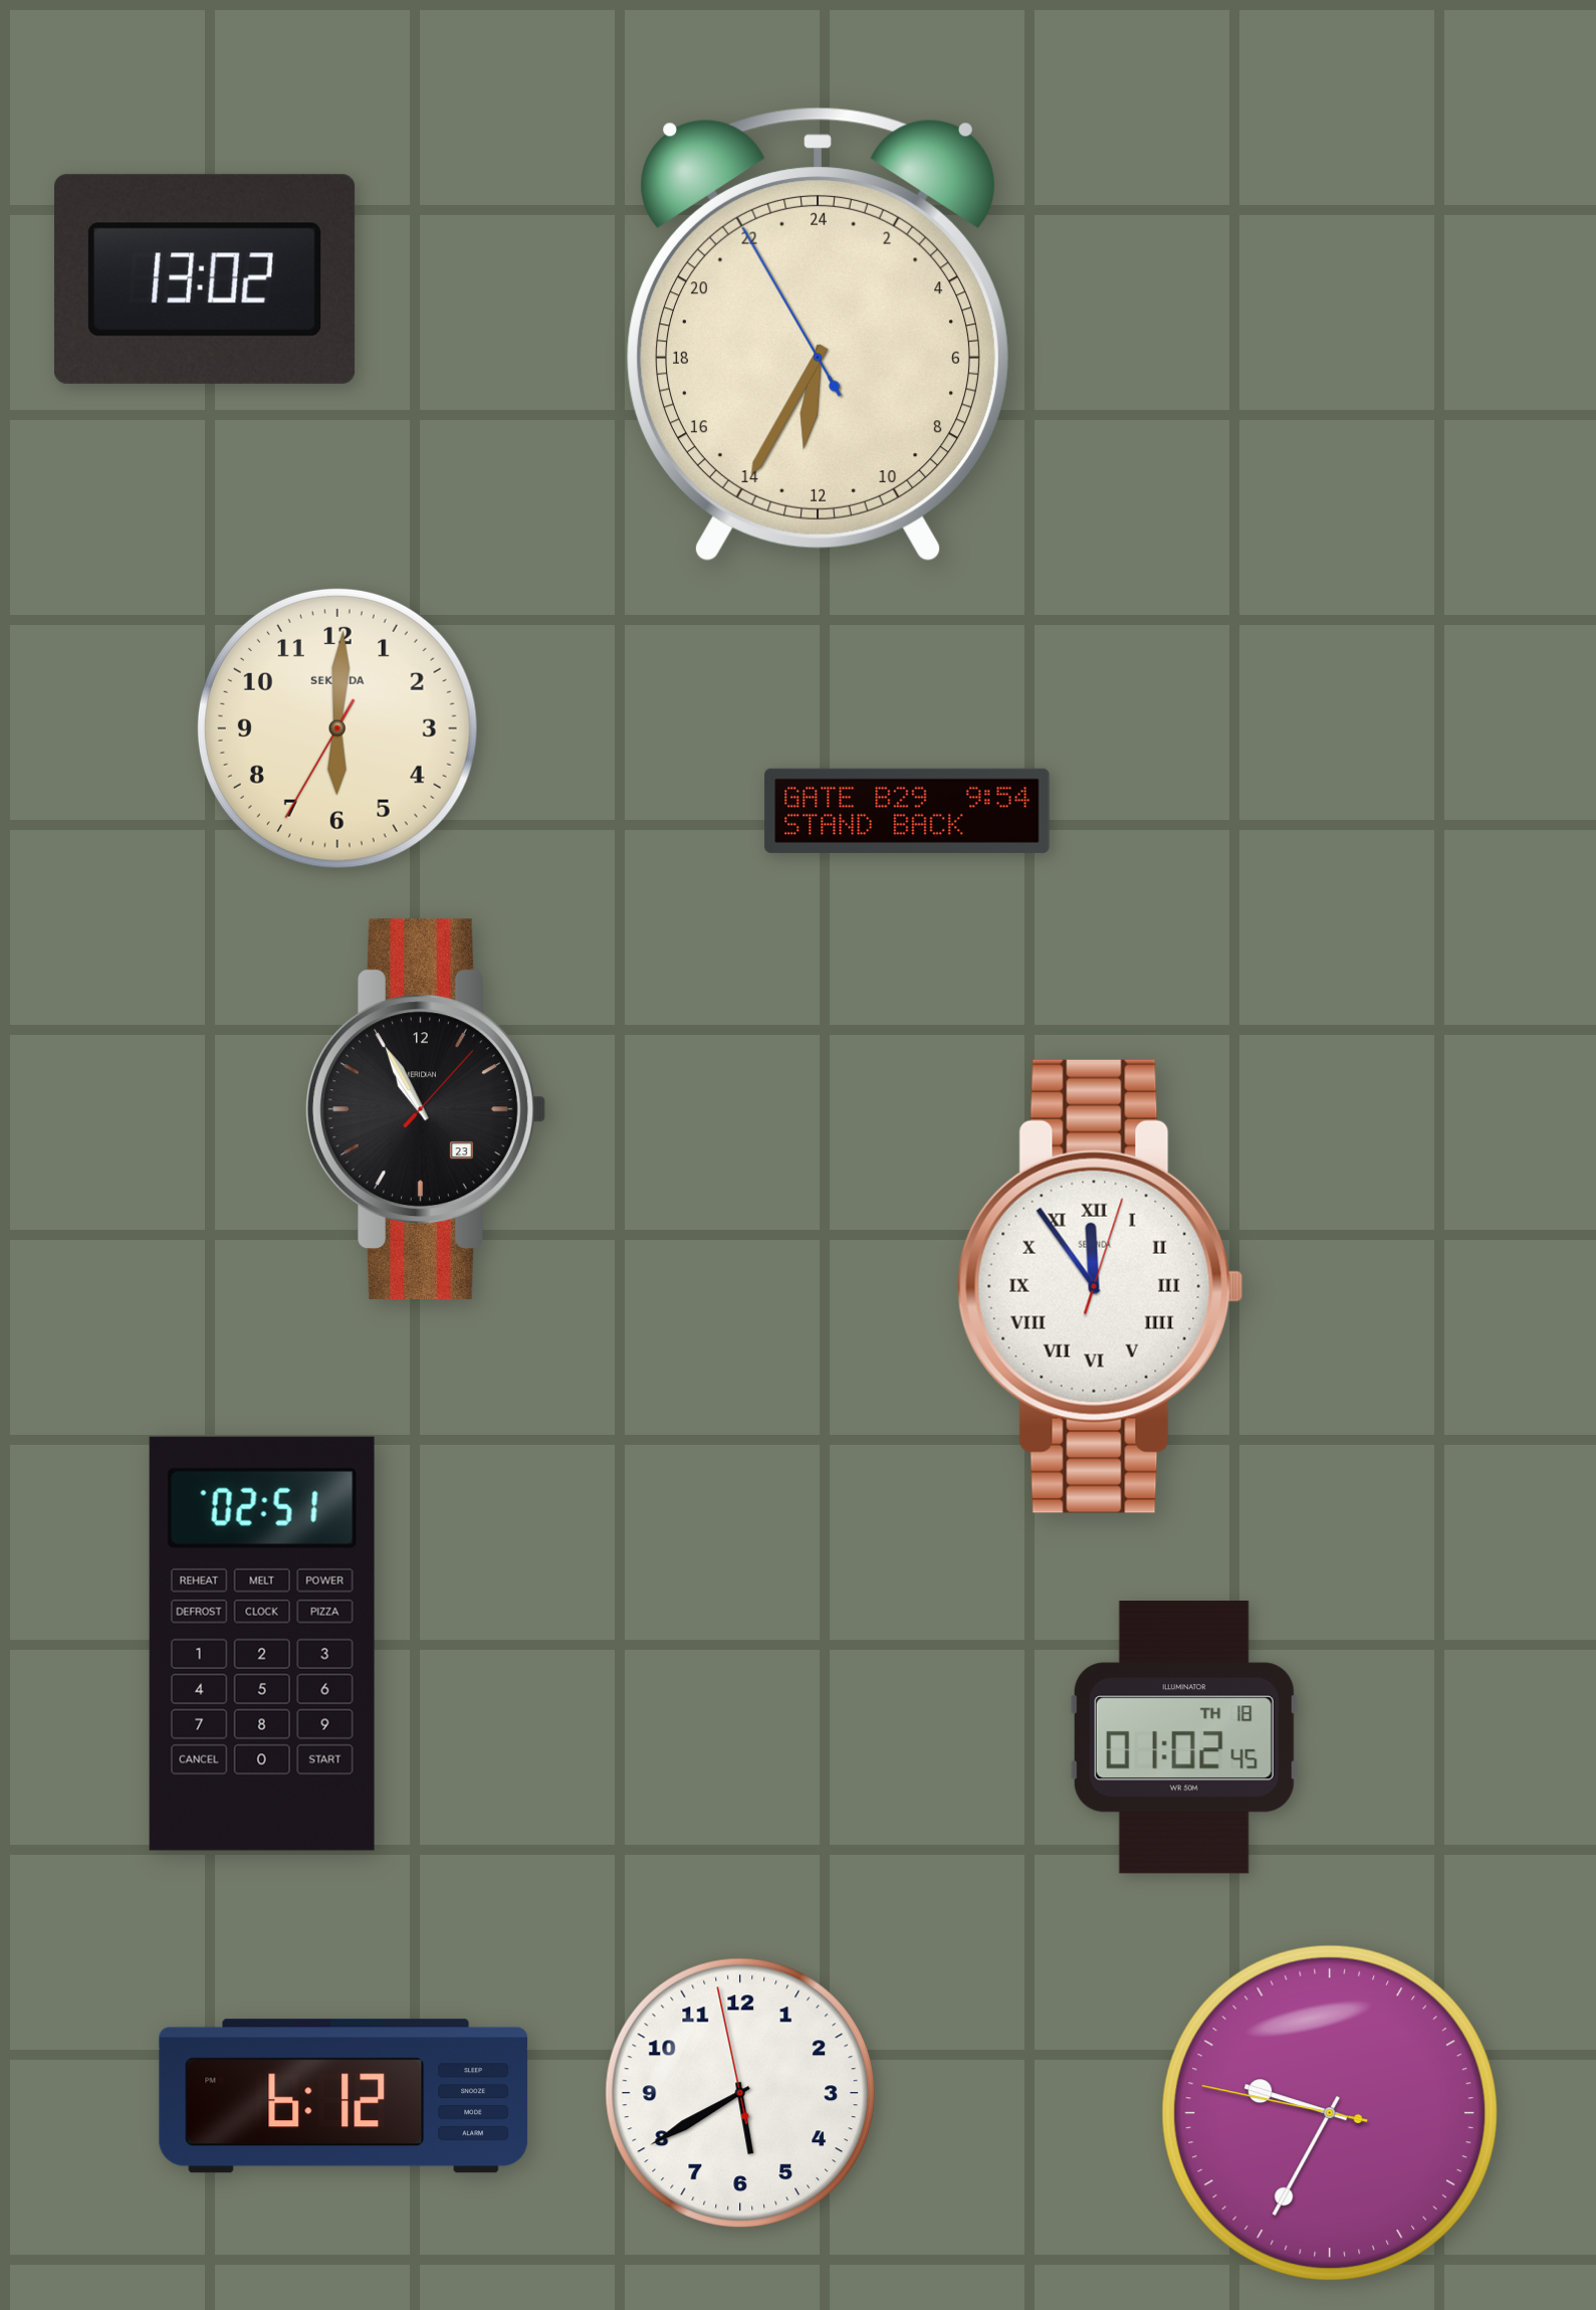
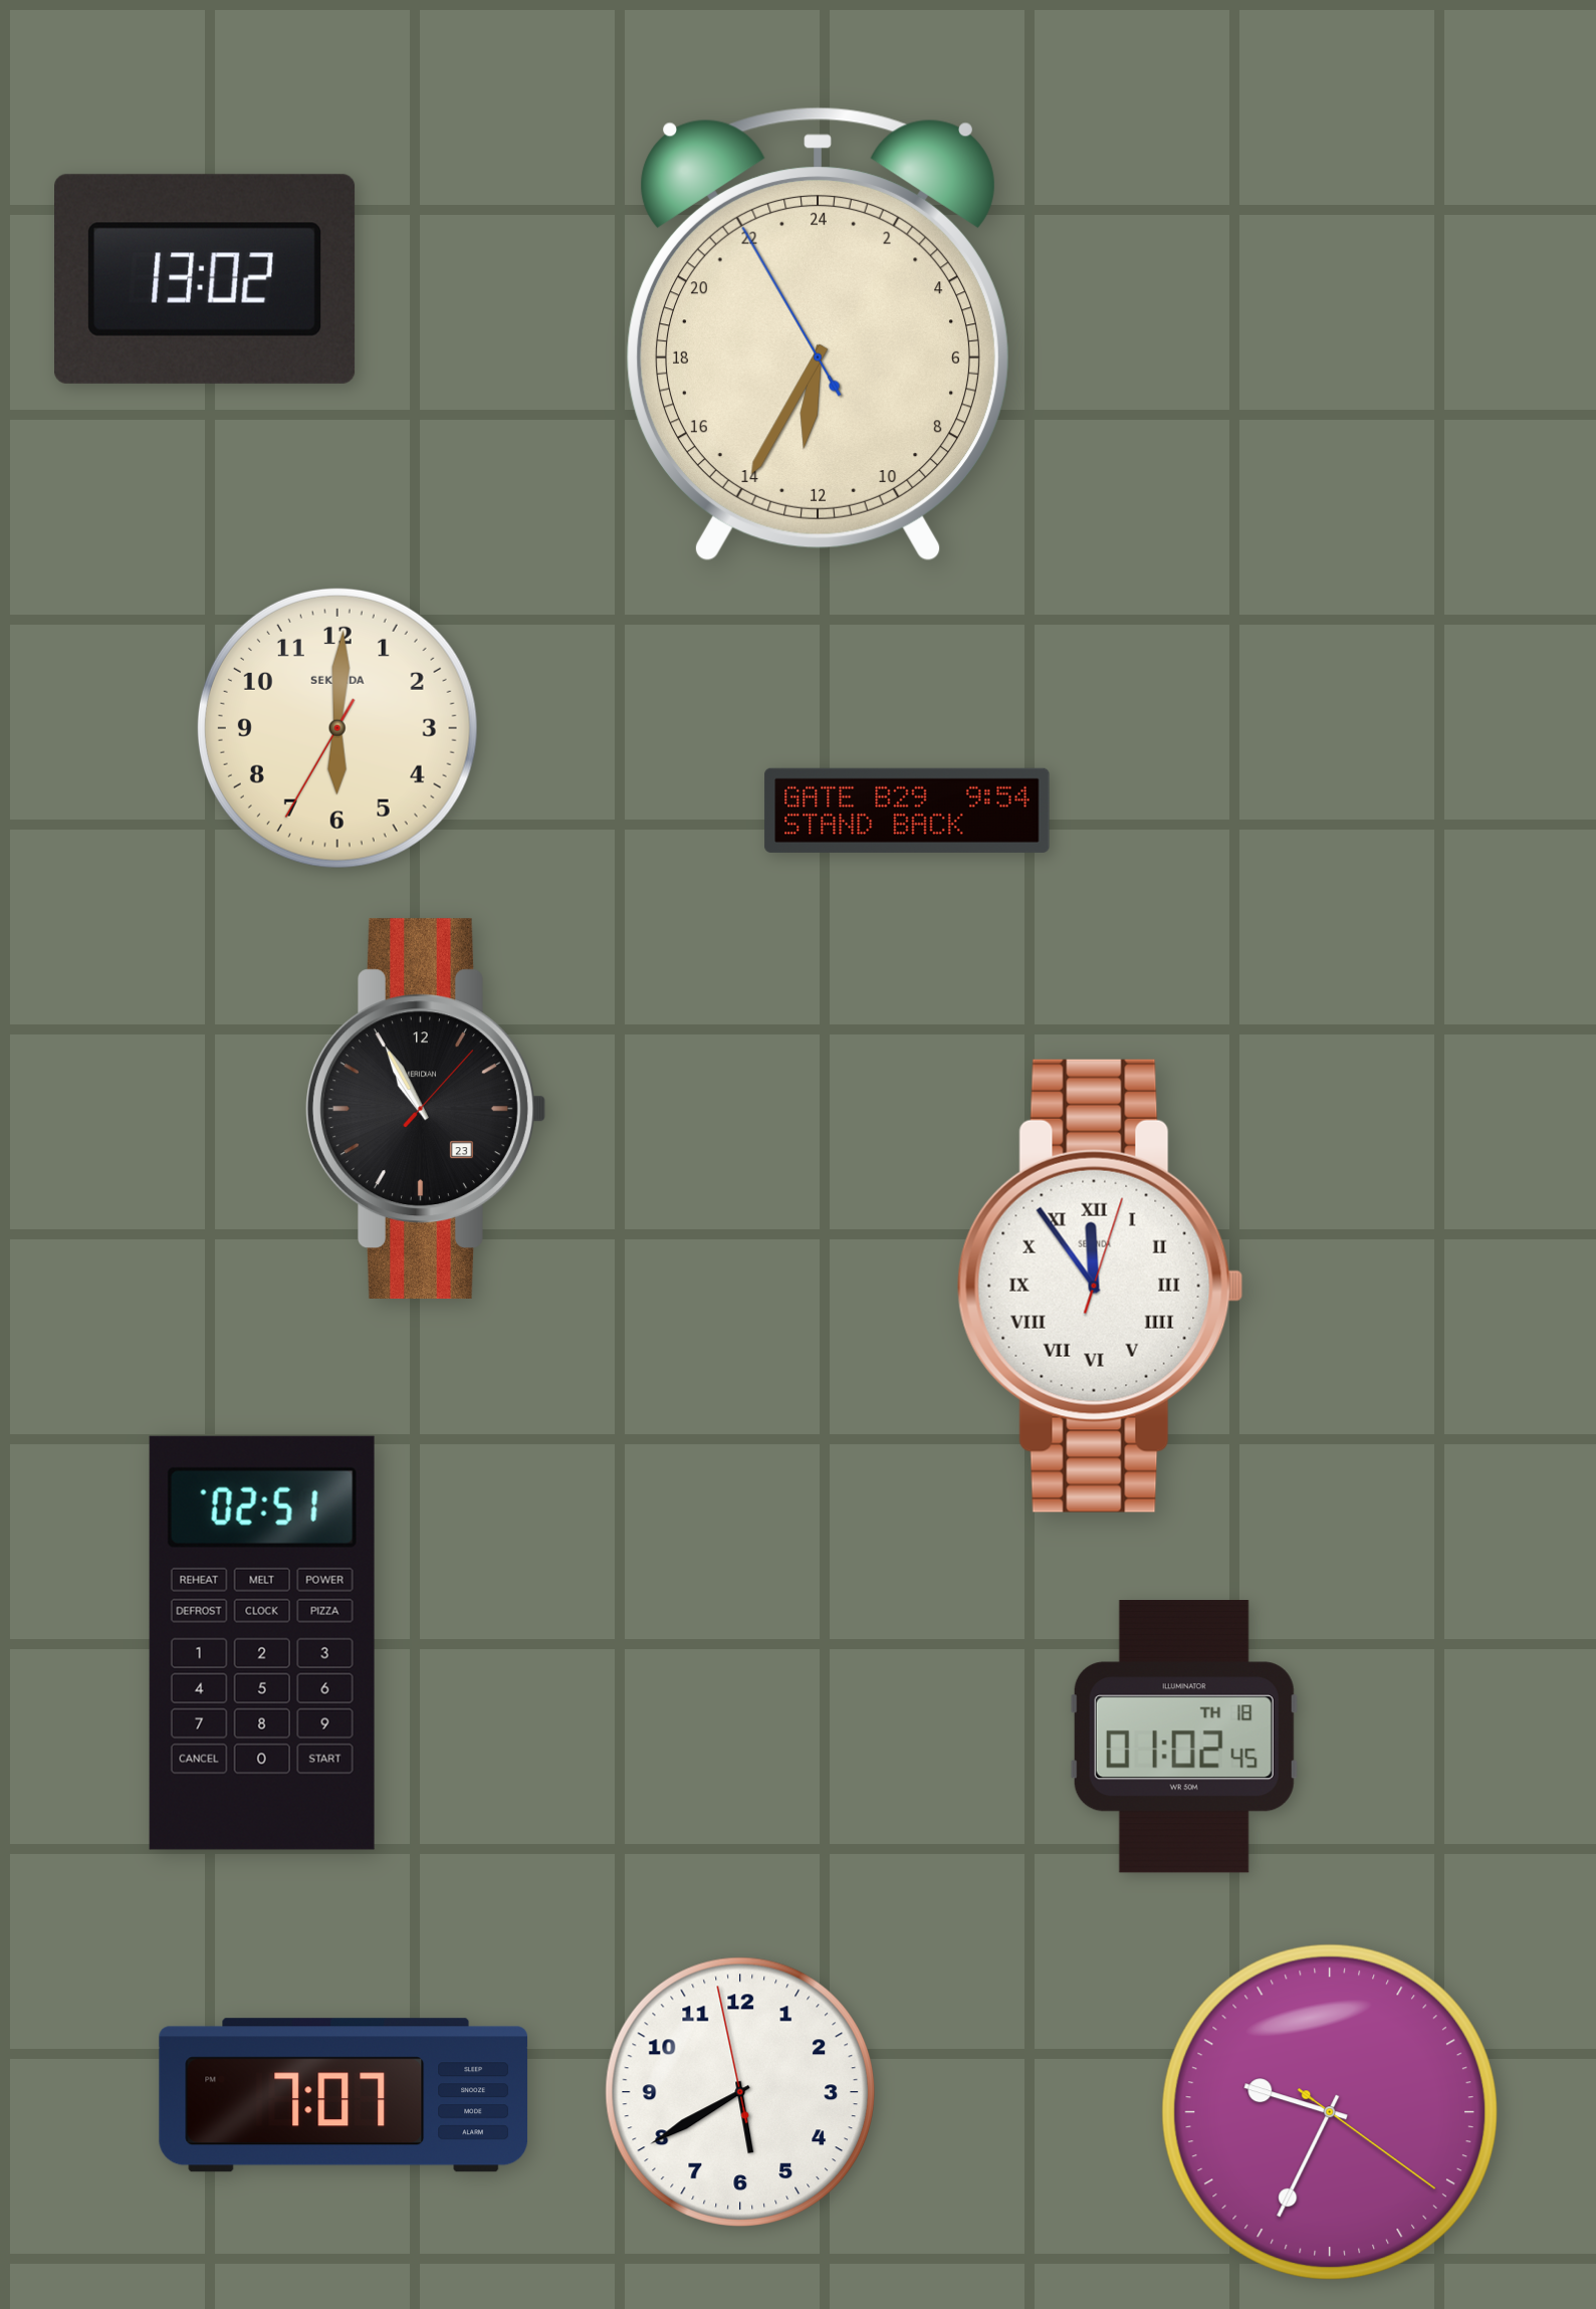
clock at (344, 2096): 6:12 -> 7:07
clock at (1330, 2113): 9:34:47 -> 9:34:21
